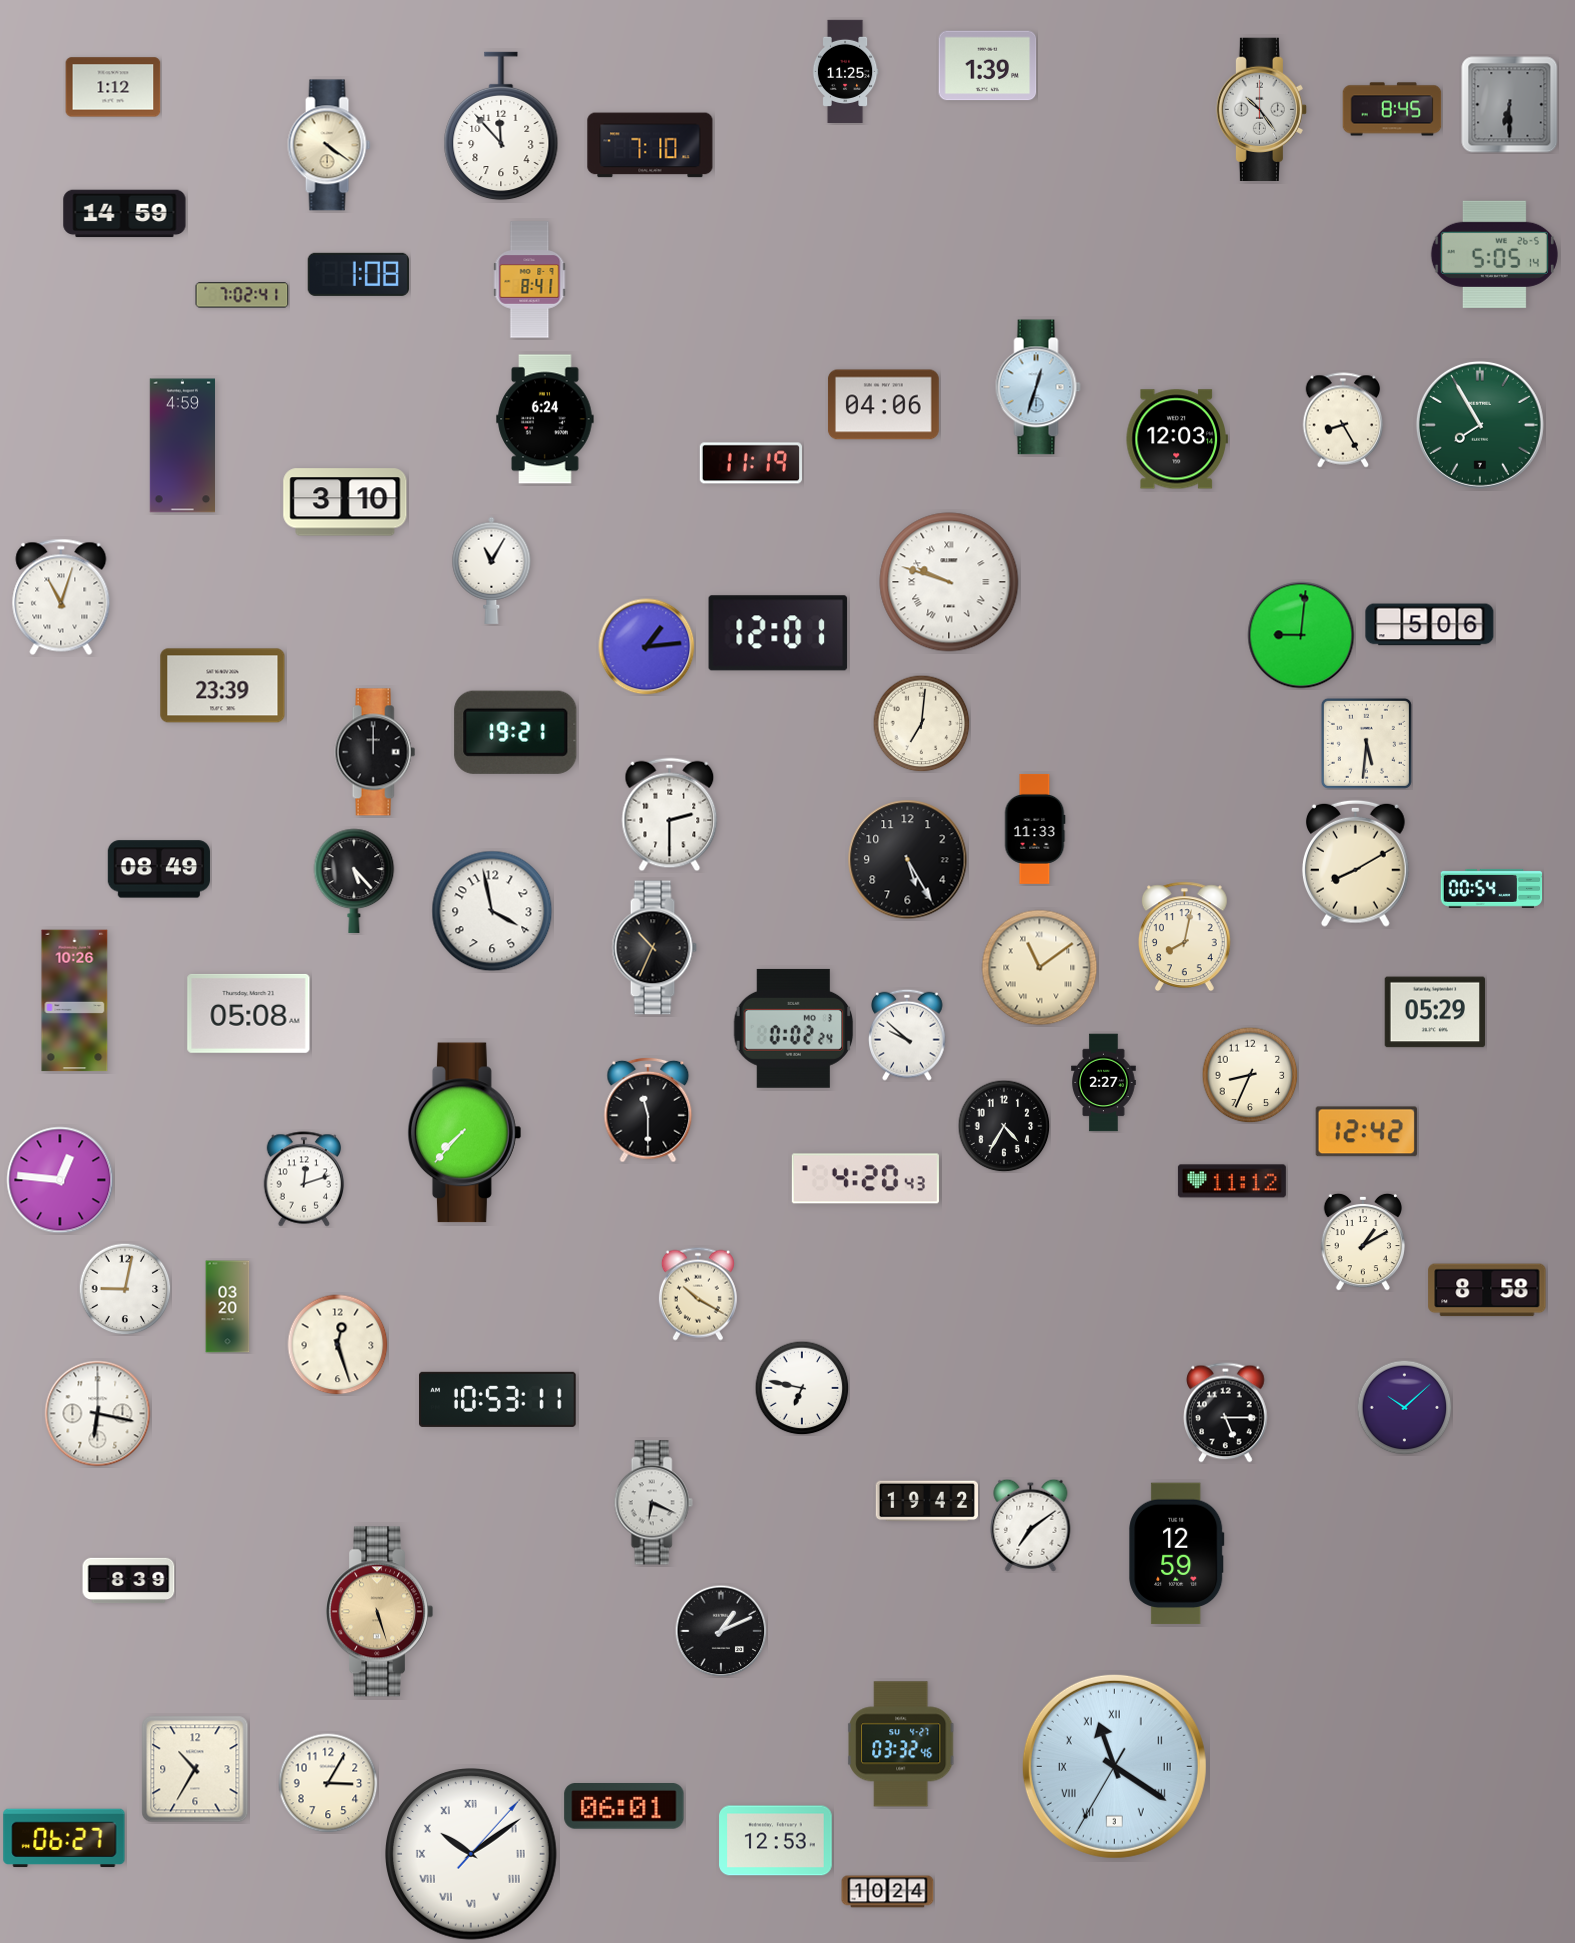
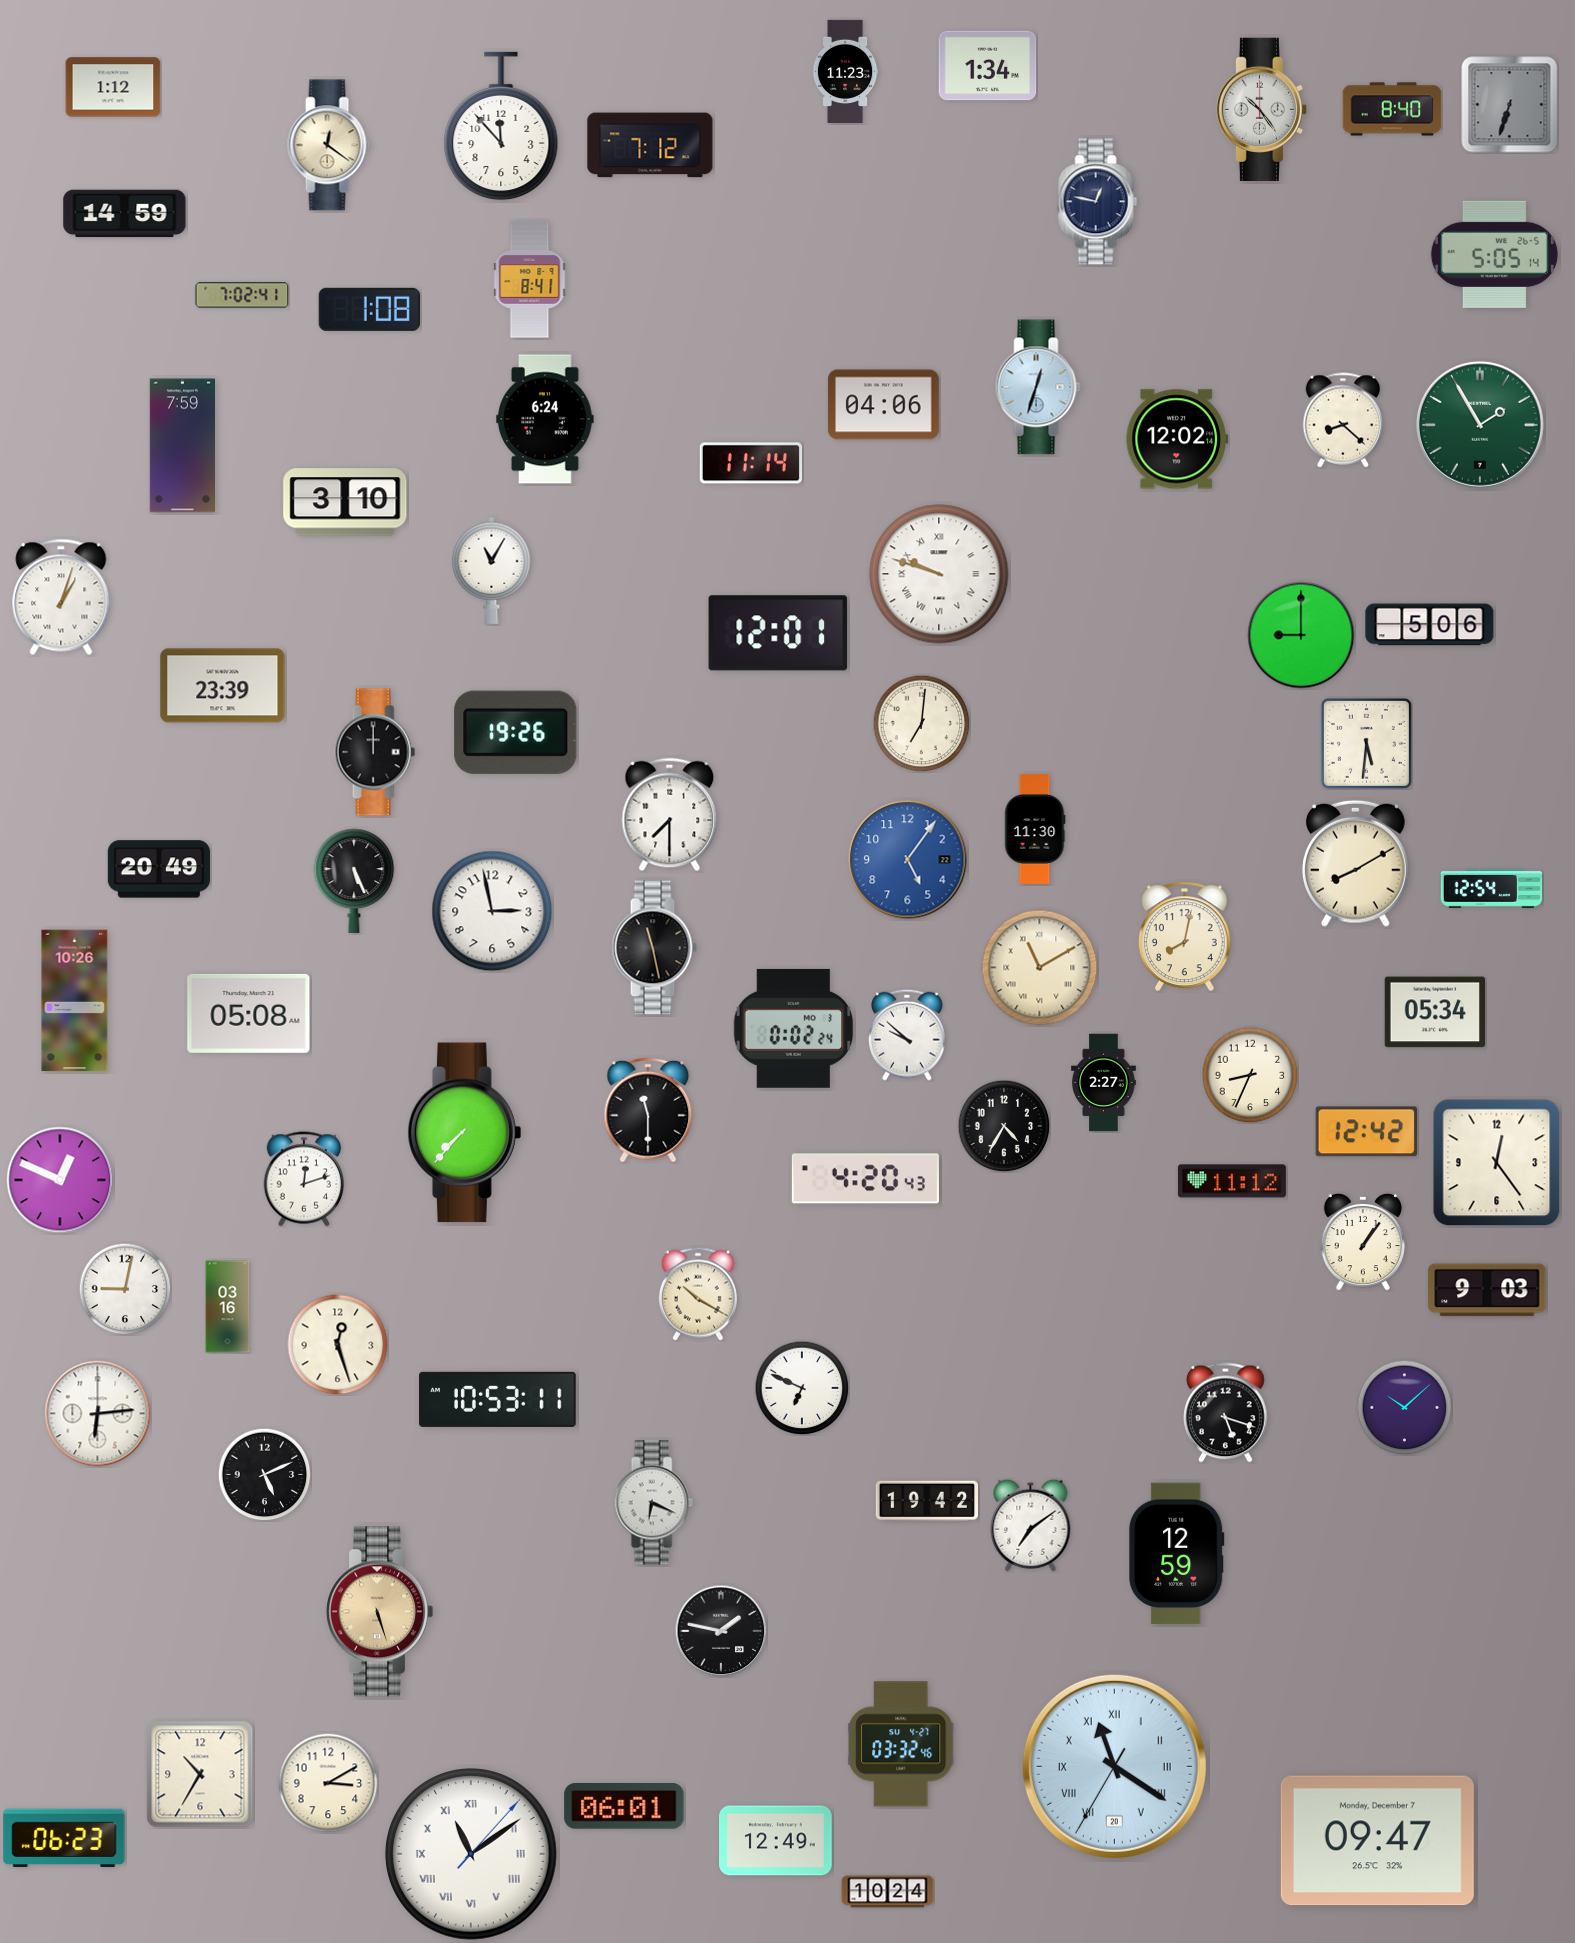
clock at (988, 66): 1:39 -> 1:34
clock at (845, 71): 11:25 -> 11:23
clock at (1510, 105): 6:30 -> 6:33
clock at (1392, 109): 8:45 -> 8:40
clock at (329, 145): 4:21 -> 12:21
clock at (650, 145): 7:10 -> 7:12
clock at (1098, 202): none -> 12:47
clock at (358, 274) position: (358, 274) -> (369, 309)
clock at (1343, 420): 8:25 -> 8:22
clock at (1480, 425): 7:55 -> 1:55
clock at (1177, 439): 12:03 -> 12:02
clock at (182, 446): 4:59 -> 7:59
clock at (751, 463): 11:19 -> 11:14
clock at (949, 582) position: (949, 582) -> (939, 574)
clock at (61, 597): 11:03 -> 1:03
clock at (1301, 635): 9:01 -> 9:00
clock at (647, 647): 1:14 -> none
clock at (516, 732): 19:21 -> 19:26
clock at (670, 815): 2:30 -> 7:30
clock at (1035, 829): 11:33 -> 11:30
clock at (908, 860): 5:25 -> 5:06
clock at (908, 860) dial: black -> blue
clock at (158, 869): 08:49 -> 20:49
clock at (354, 881): 5:23 -> 5:26
clock at (1492, 888): 00:54 -> 12:54
clock at (492, 911): 3:58 -> 2:58
clock at (654, 948): 10:34 -> 11:28
clock at (1040, 968): 11:09 -> 11:10
clock at (1435, 1012): 05:29 -> 05:34
clock at (1497, 1163): none -> 12:24
clock at (60, 1180): 12:46 -> 12:49
clock at (1362, 1242): 1:10 -> 1:06
clock at (1487, 1290): 8:58 -> 9:03
clock at (228, 1307): 03:20 -> 03:16
clock at (802, 1388): 6:47 -> 6:49
clock at (1226, 1413): 5:15 -> 5:18
clock at (98, 1414): 6:17 -> 6:14
clock at (264, 1474): none -> 5:11
clock at (129, 1581): 8:39 -> none
clock at (721, 1631): 1:11 -> 1:47
clock at (1114, 1766) date: 3 -> 20
clock at (195, 1769) position: (195, 1769) -> (200, 1774)
clock at (328, 1783): 3:05 -> 3:10
clock at (64, 1838): 06:27 -> 06:23
clock at (776, 1841): 12:53 -> 12:49
clock at (1377, 1841): none -> 09:47
clock at (472, 1855): 10:09 -> 11:09
